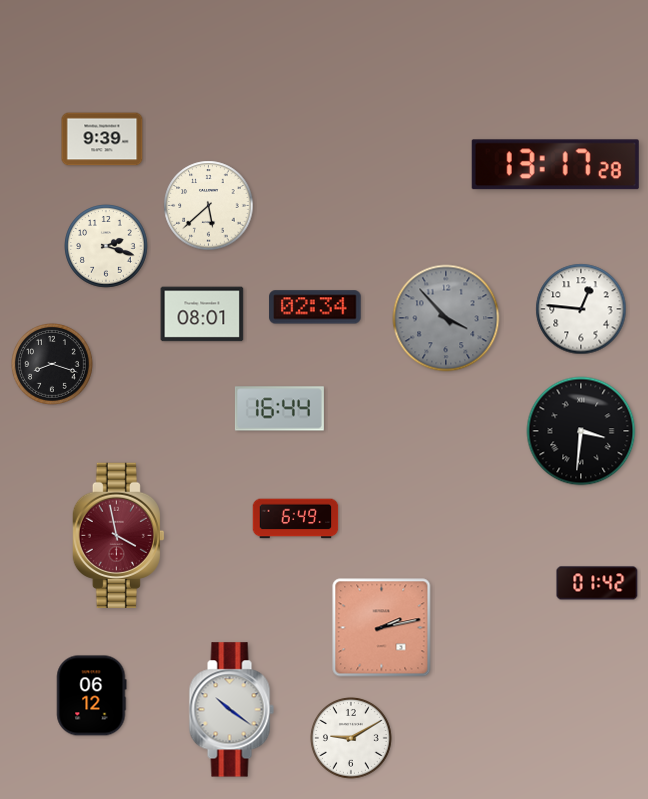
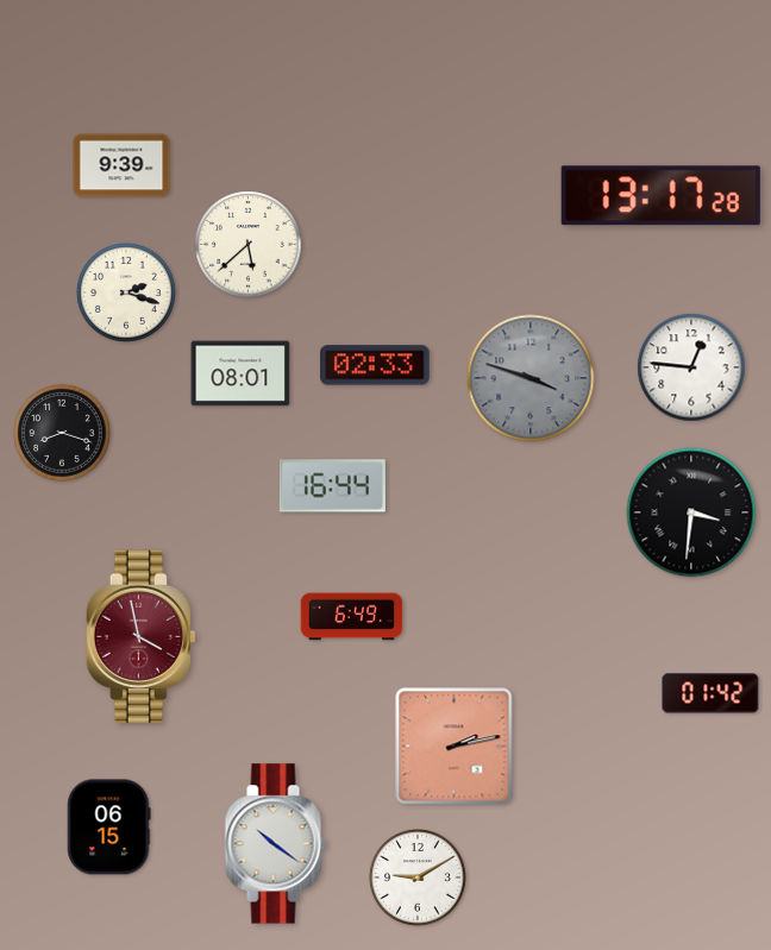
clock at (315, 307): 02:34 -> 02:33
clock at (446, 318): 3:53 -> 3:48
clock at (92, 696): 06:12 -> 06:15
